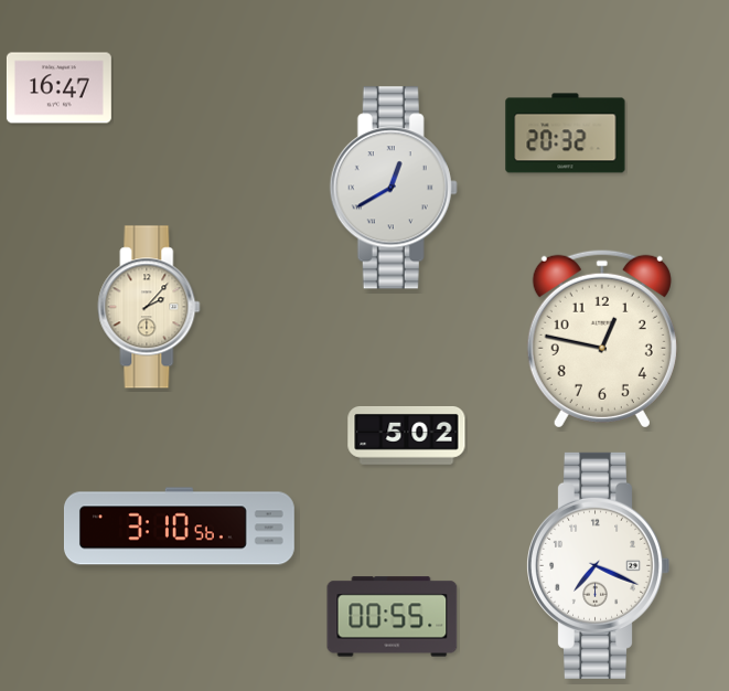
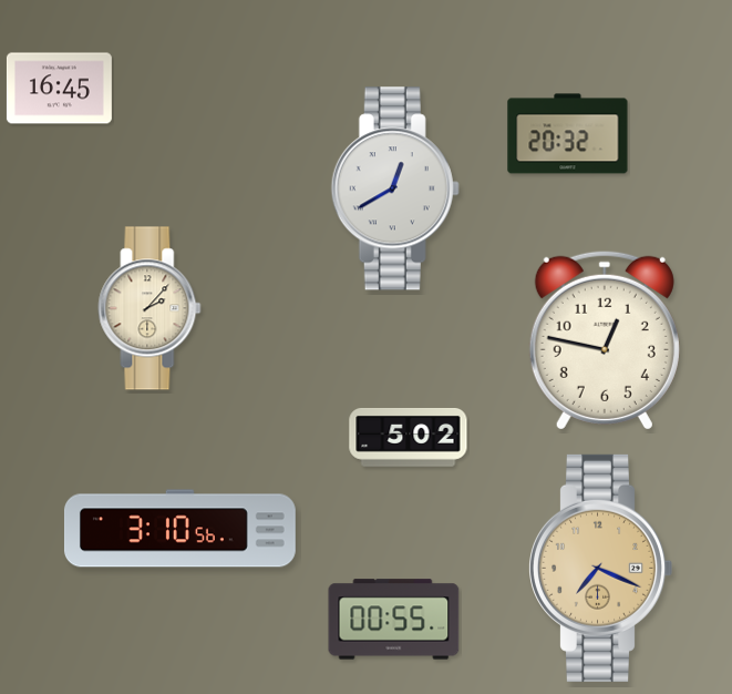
clock at (58, 88): 16:47 -> 16:45
clock at (598, 565) dial: white -> champagne
